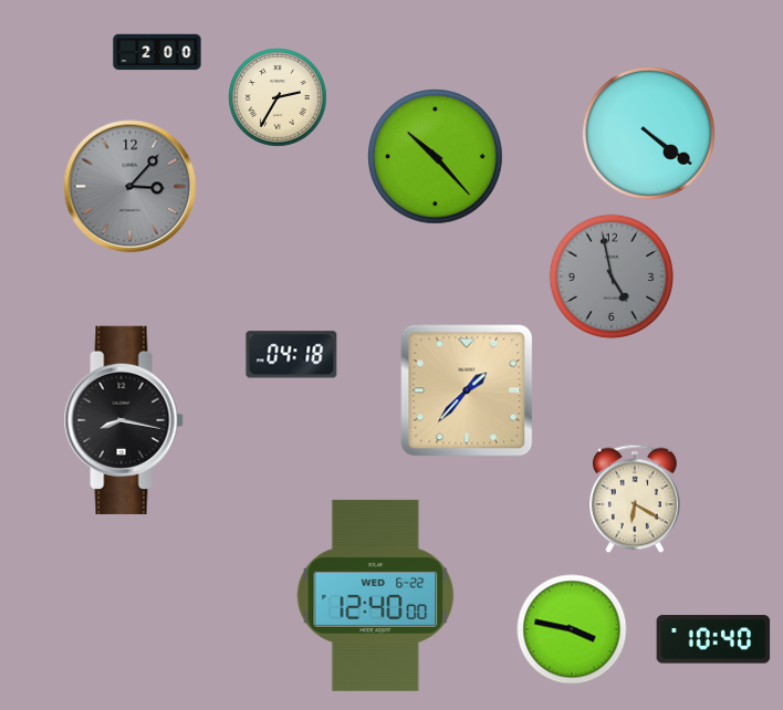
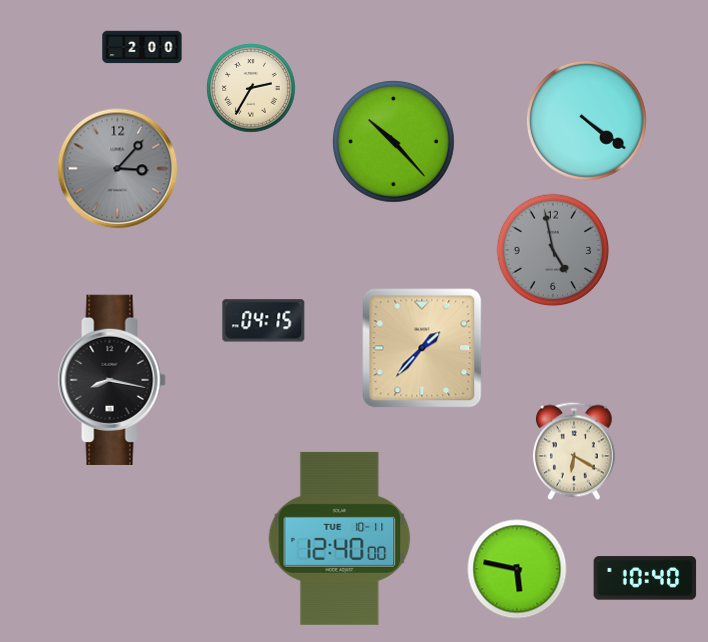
clock at (292, 355): 04:18 -> 04:15
clock at (467, 390) position: (467, 390) -> (422, 348)
clock at (376, 595) date: WED 6-22 -> TUE 10-11
clock at (572, 629): 3:47 -> 5:47
